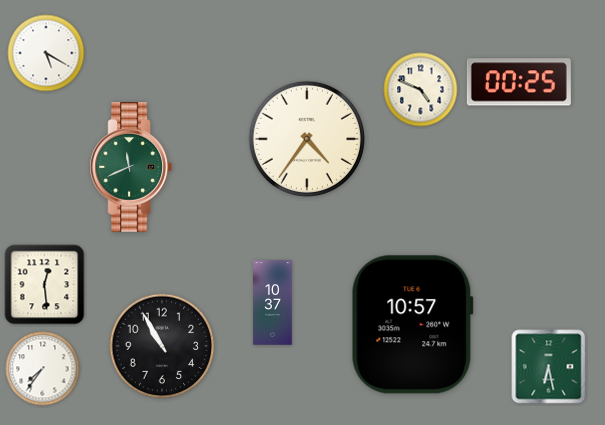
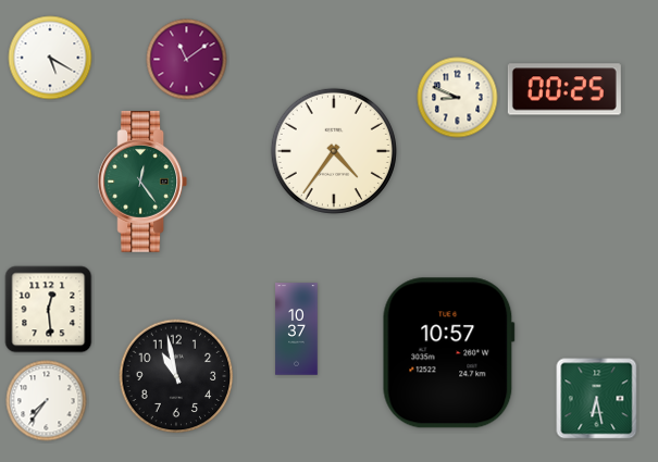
clock at (187, 60): none -> 11:09
clock at (421, 90): 4:49 -> 8:49
clock at (130, 168): 11:41 -> 12:24
clock at (162, 346): 10:55 -> 10:58
